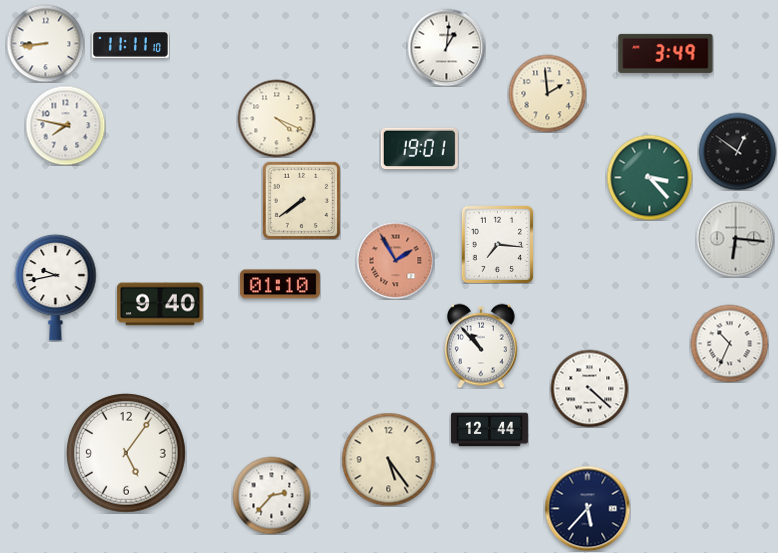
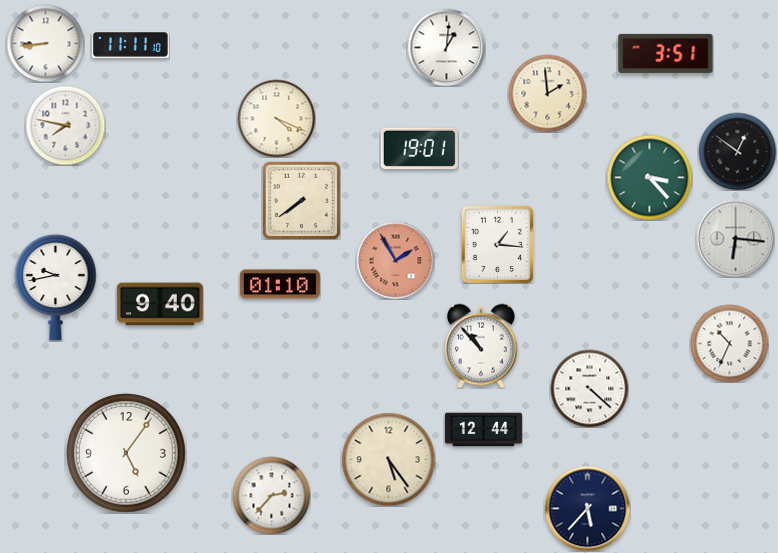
clock at (666, 53): 3:49 -> 3:51
clock at (497, 244): 7:16 -> 1:16
clock at (489, 430) position: (489, 430) -> (483, 430)
